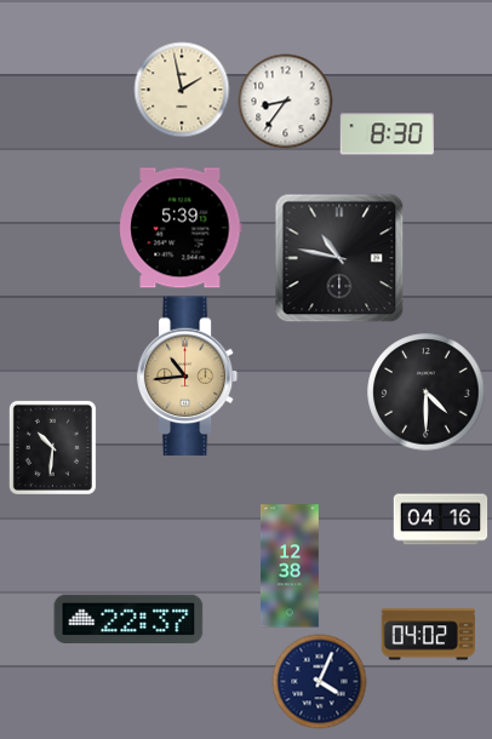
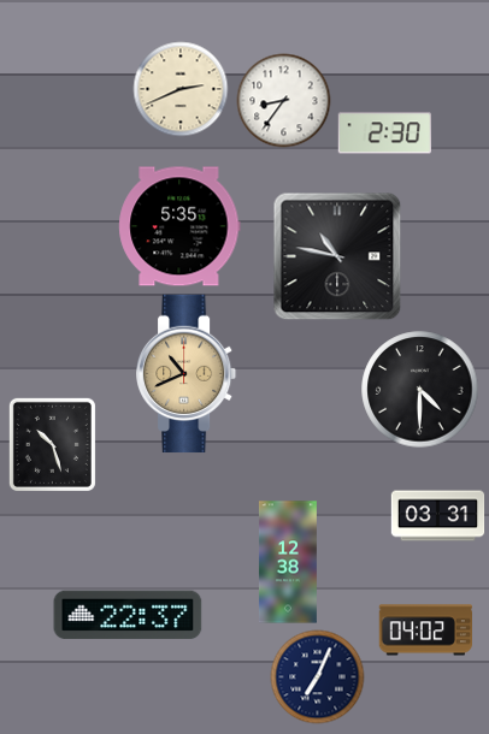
clock at (182, 90): 1:58 -> 2:41
clock at (387, 134): 8:30 -> 2:30
clock at (181, 228): 5:39 -> 5:35
clock at (188, 377): 10:44 -> 10:41
clock at (427, 393) position: (427, 393) -> (420, 390)
clock at (52, 447): 10:31 -> 10:27
clock at (440, 520): 04:16 -> 03:31
clock at (319, 681): 4:04 -> 7:04
